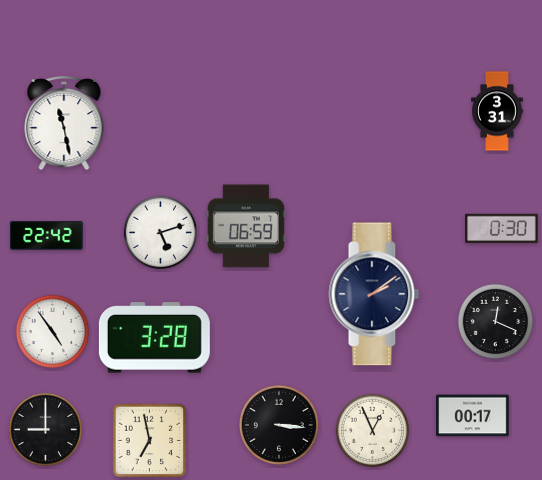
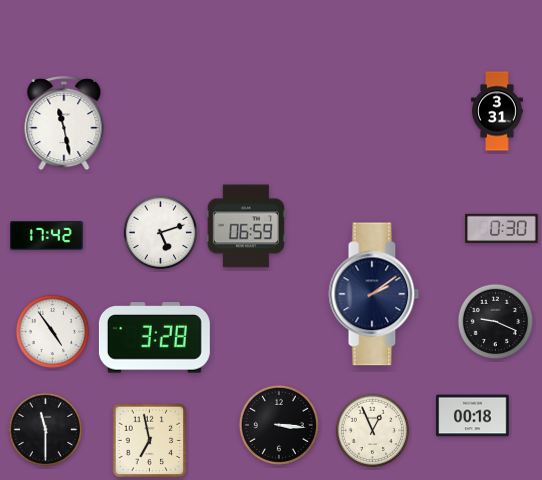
clock at (47, 236): 22:42 -> 17:42
clock at (495, 321): 12:19 -> 9:19
clock at (473, 416): 00:17 -> 00:18
clock at (46, 430): 9:00 -> 11:30
